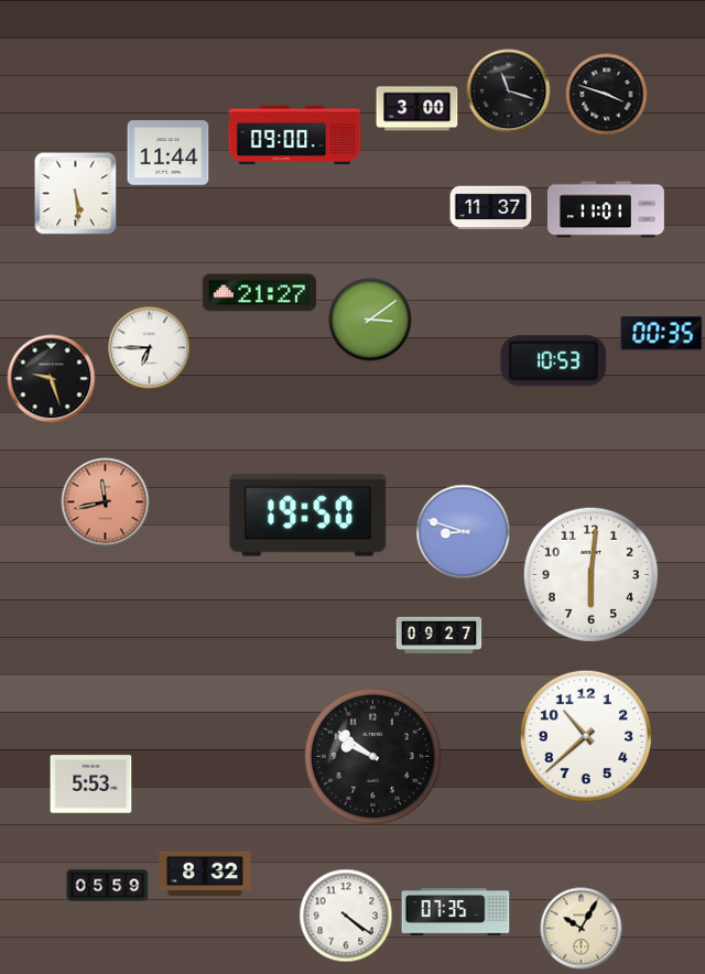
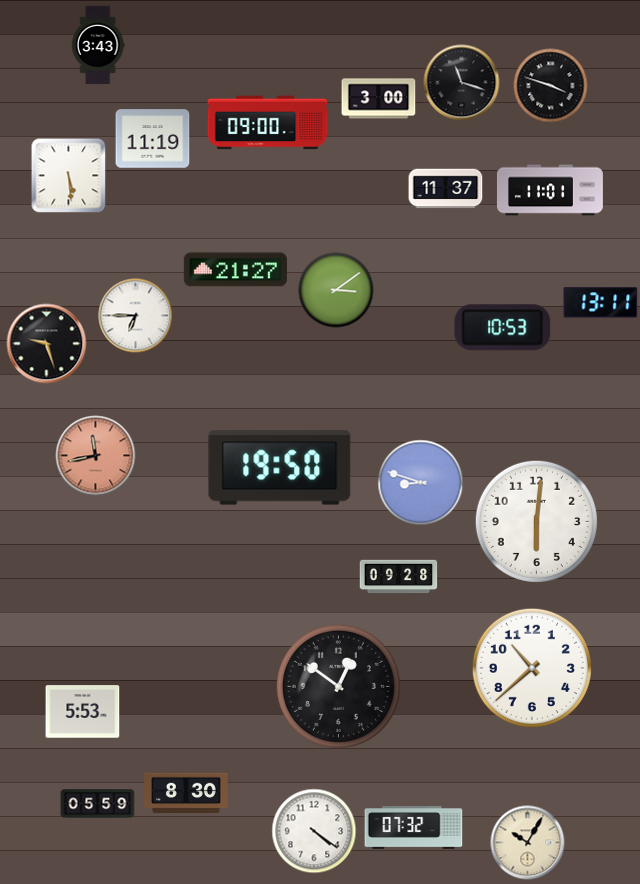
clock at (98, 45): none -> 3:43
clock at (169, 153): 11:44 -> 11:19
clock at (259, 293) position: (259, 293) -> (235, 270)
clock at (662, 334): 00:35 -> 13:11
clock at (440, 636): 09:27 -> 09:28
clock at (372, 756): 9:51 -> 12:51
clock at (205, 874): 8:32 -> 8:30
clock at (456, 912): 07:35 -> 07:32
